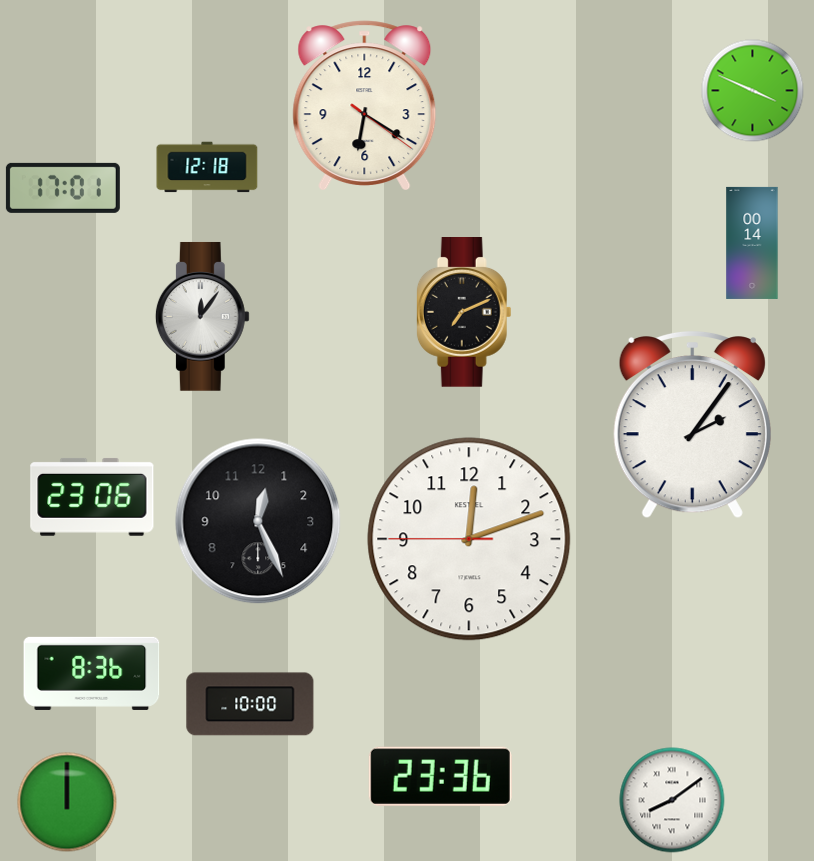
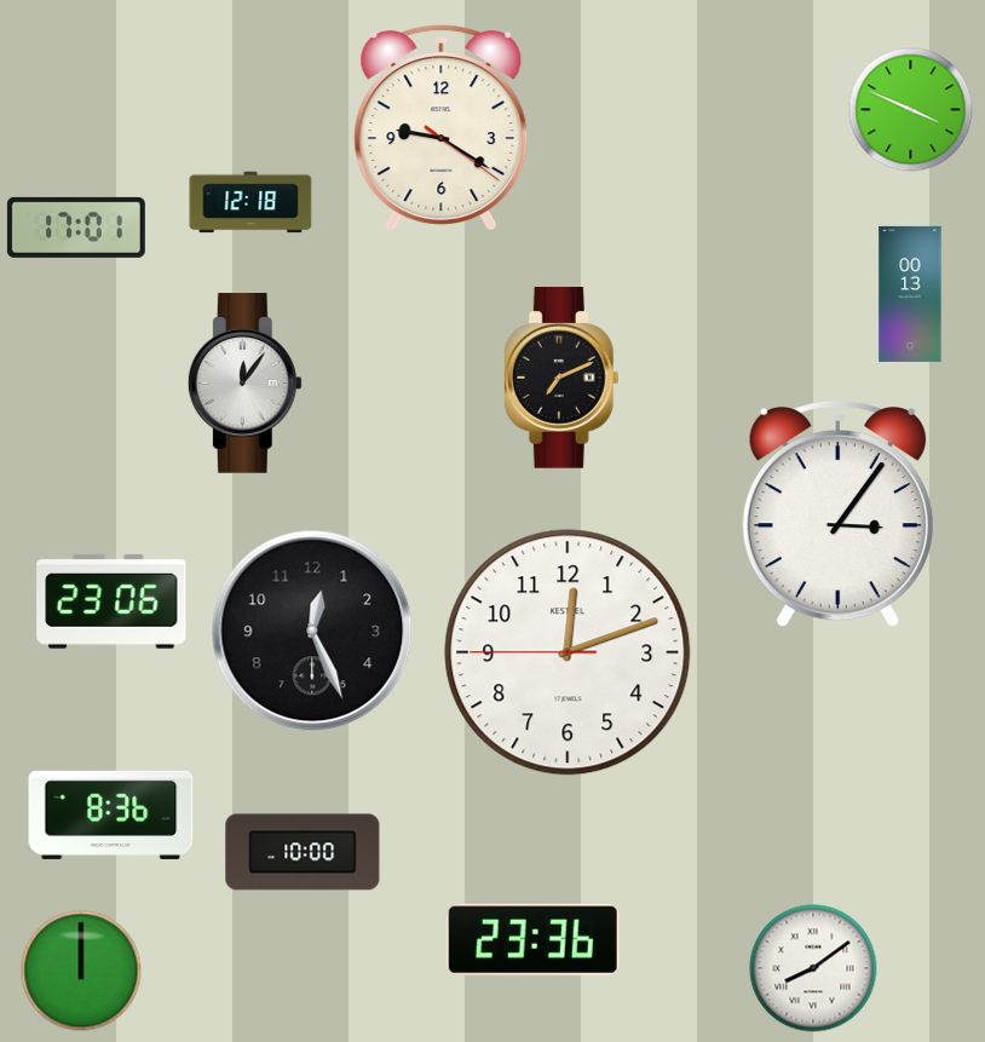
clock at (365, 105): 6:20 -> 9:20
clock at (752, 243): 00:14 -> 00:13
clock at (692, 425): 2:06 -> 3:06
